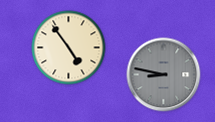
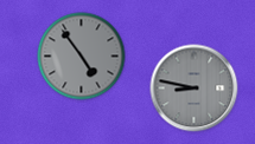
clock at (69, 48) dial: cream -> grey
